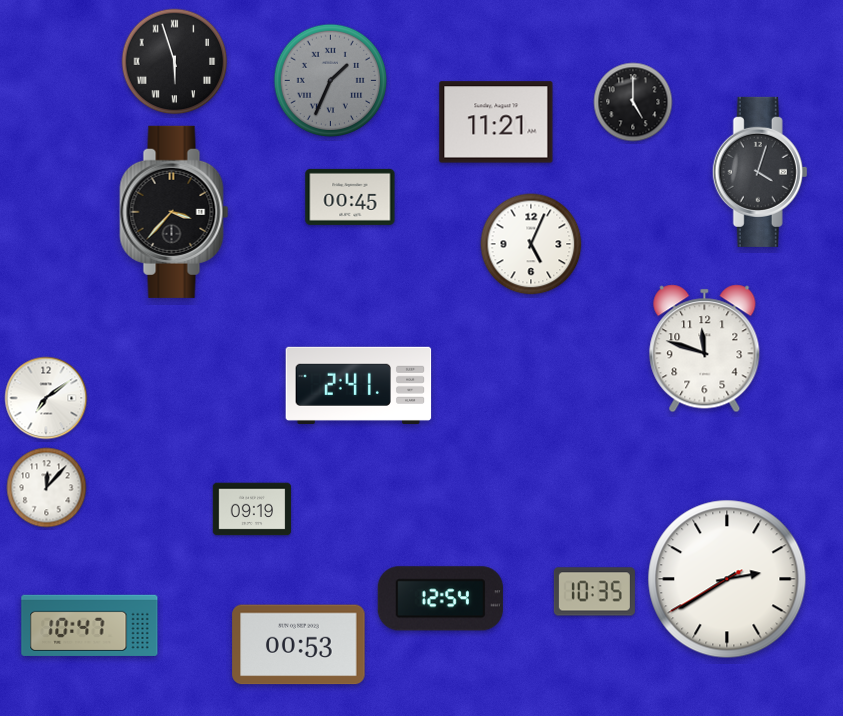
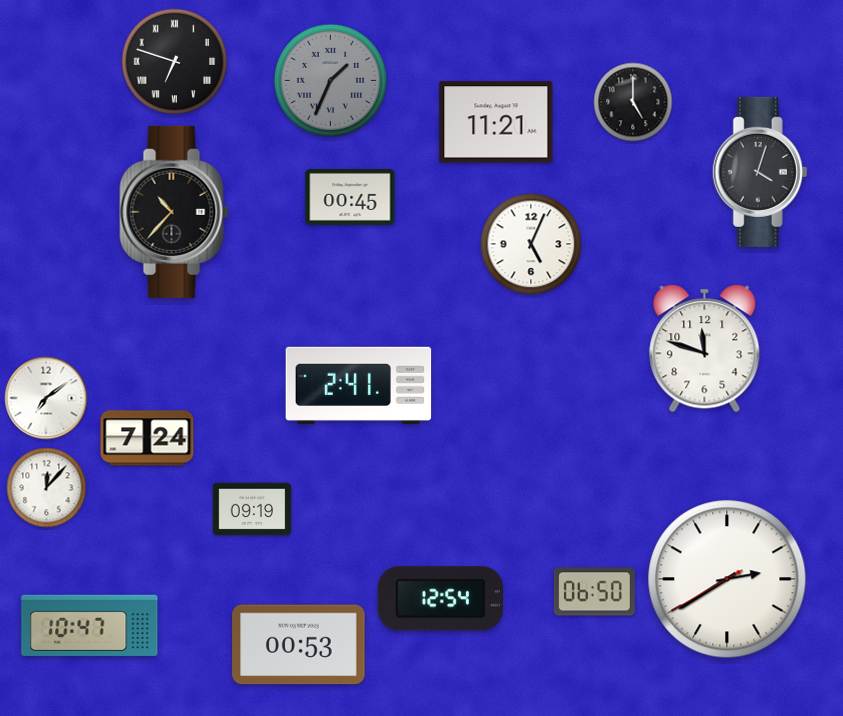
clock at (175, 62): 5:57 -> 6:48
clock at (174, 212): 3:37 -> 10:37
clock at (147, 438): none -> 7:24
clock at (594, 592): 10:35 -> 06:50
